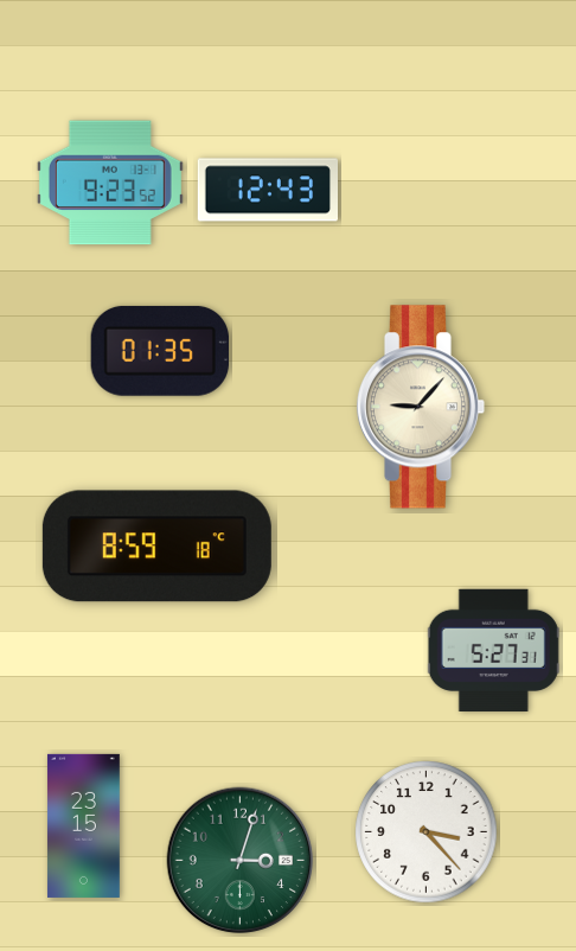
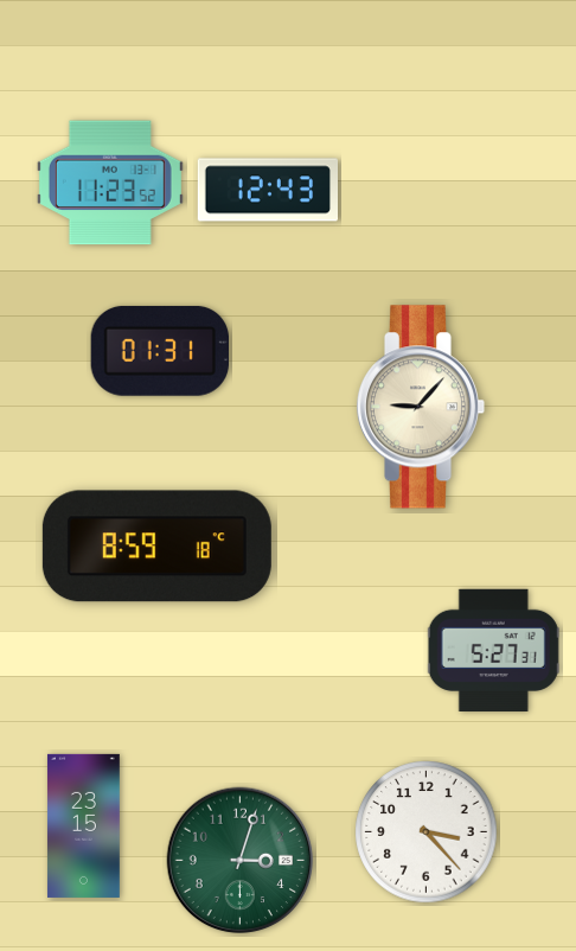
clock at (110, 183): 9:23 -> 11:23
clock at (159, 351): 01:35 -> 01:31
